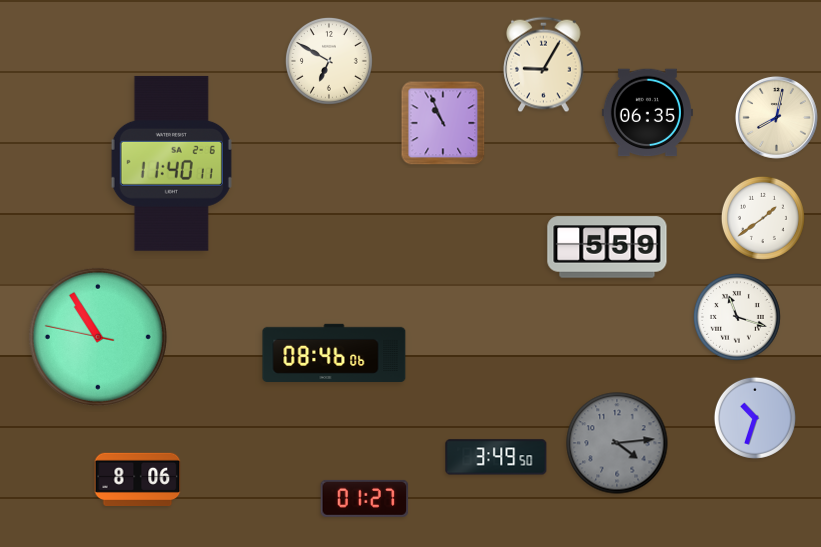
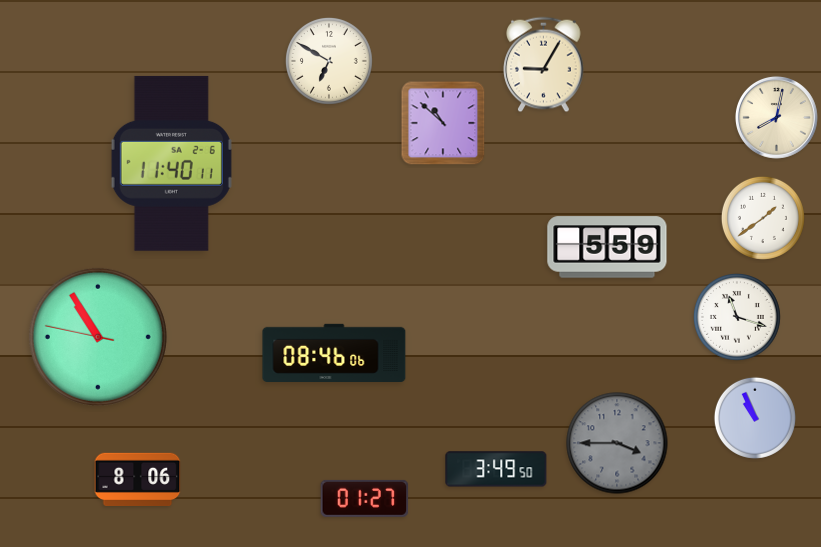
clock at (647, 113): 06:35 -> none
clock at (443, 123): 10:56 -> 10:52
clock at (755, 418): 10:33 -> 10:56
clock at (617, 443): 4:14 -> 3:45
clock at (496, 457) position: (496, 457) -> (496, 469)
